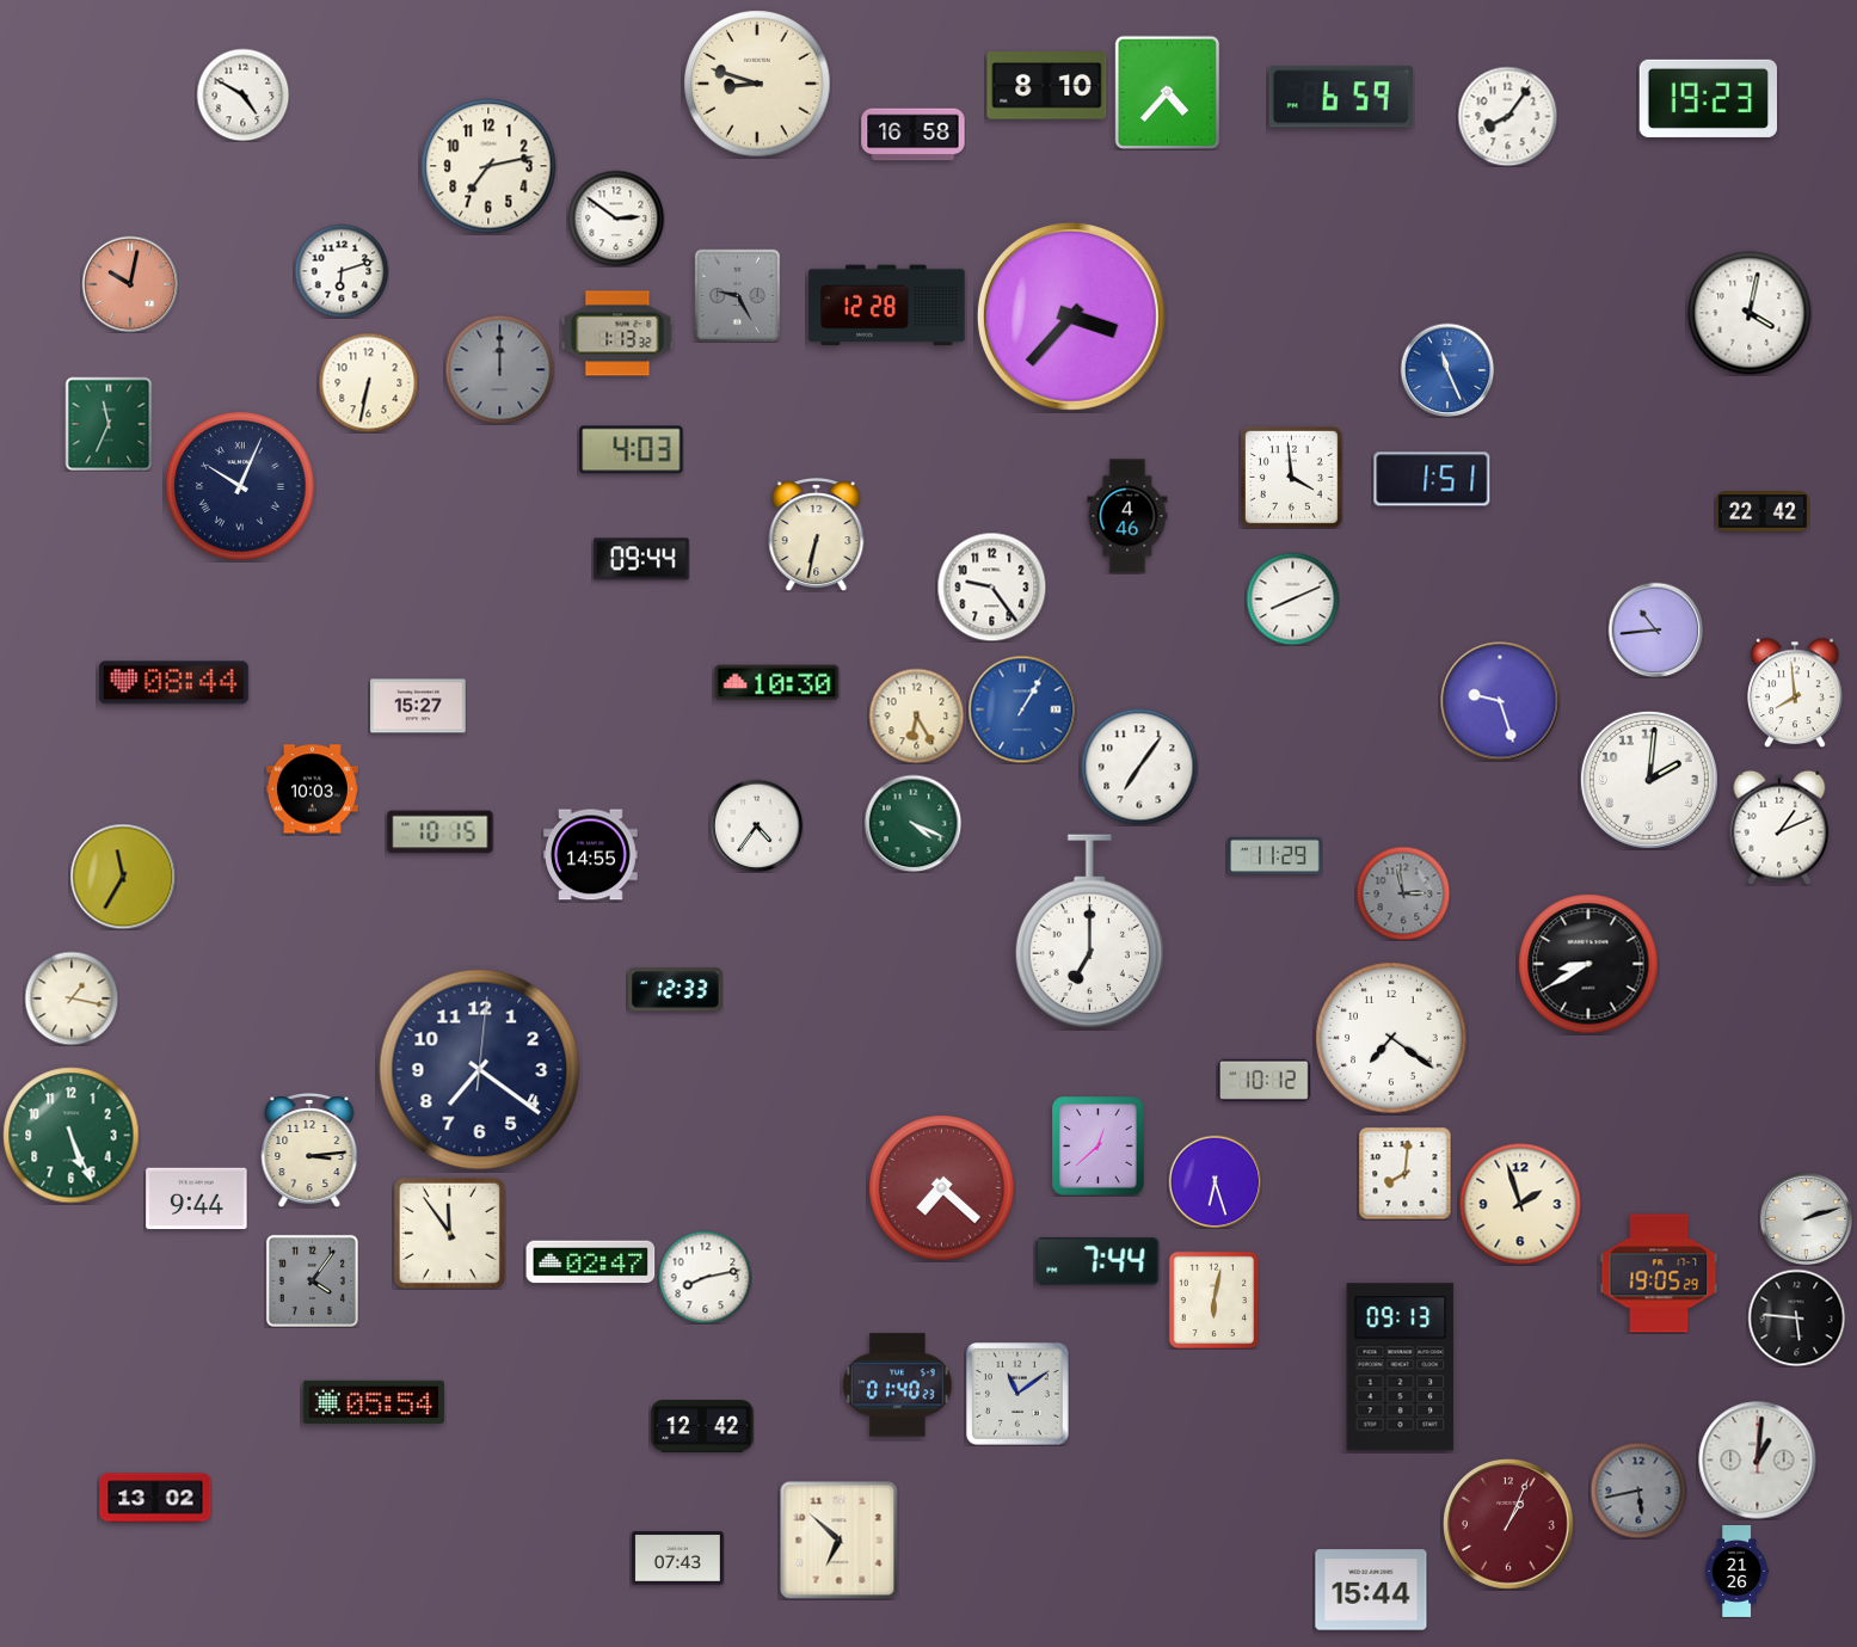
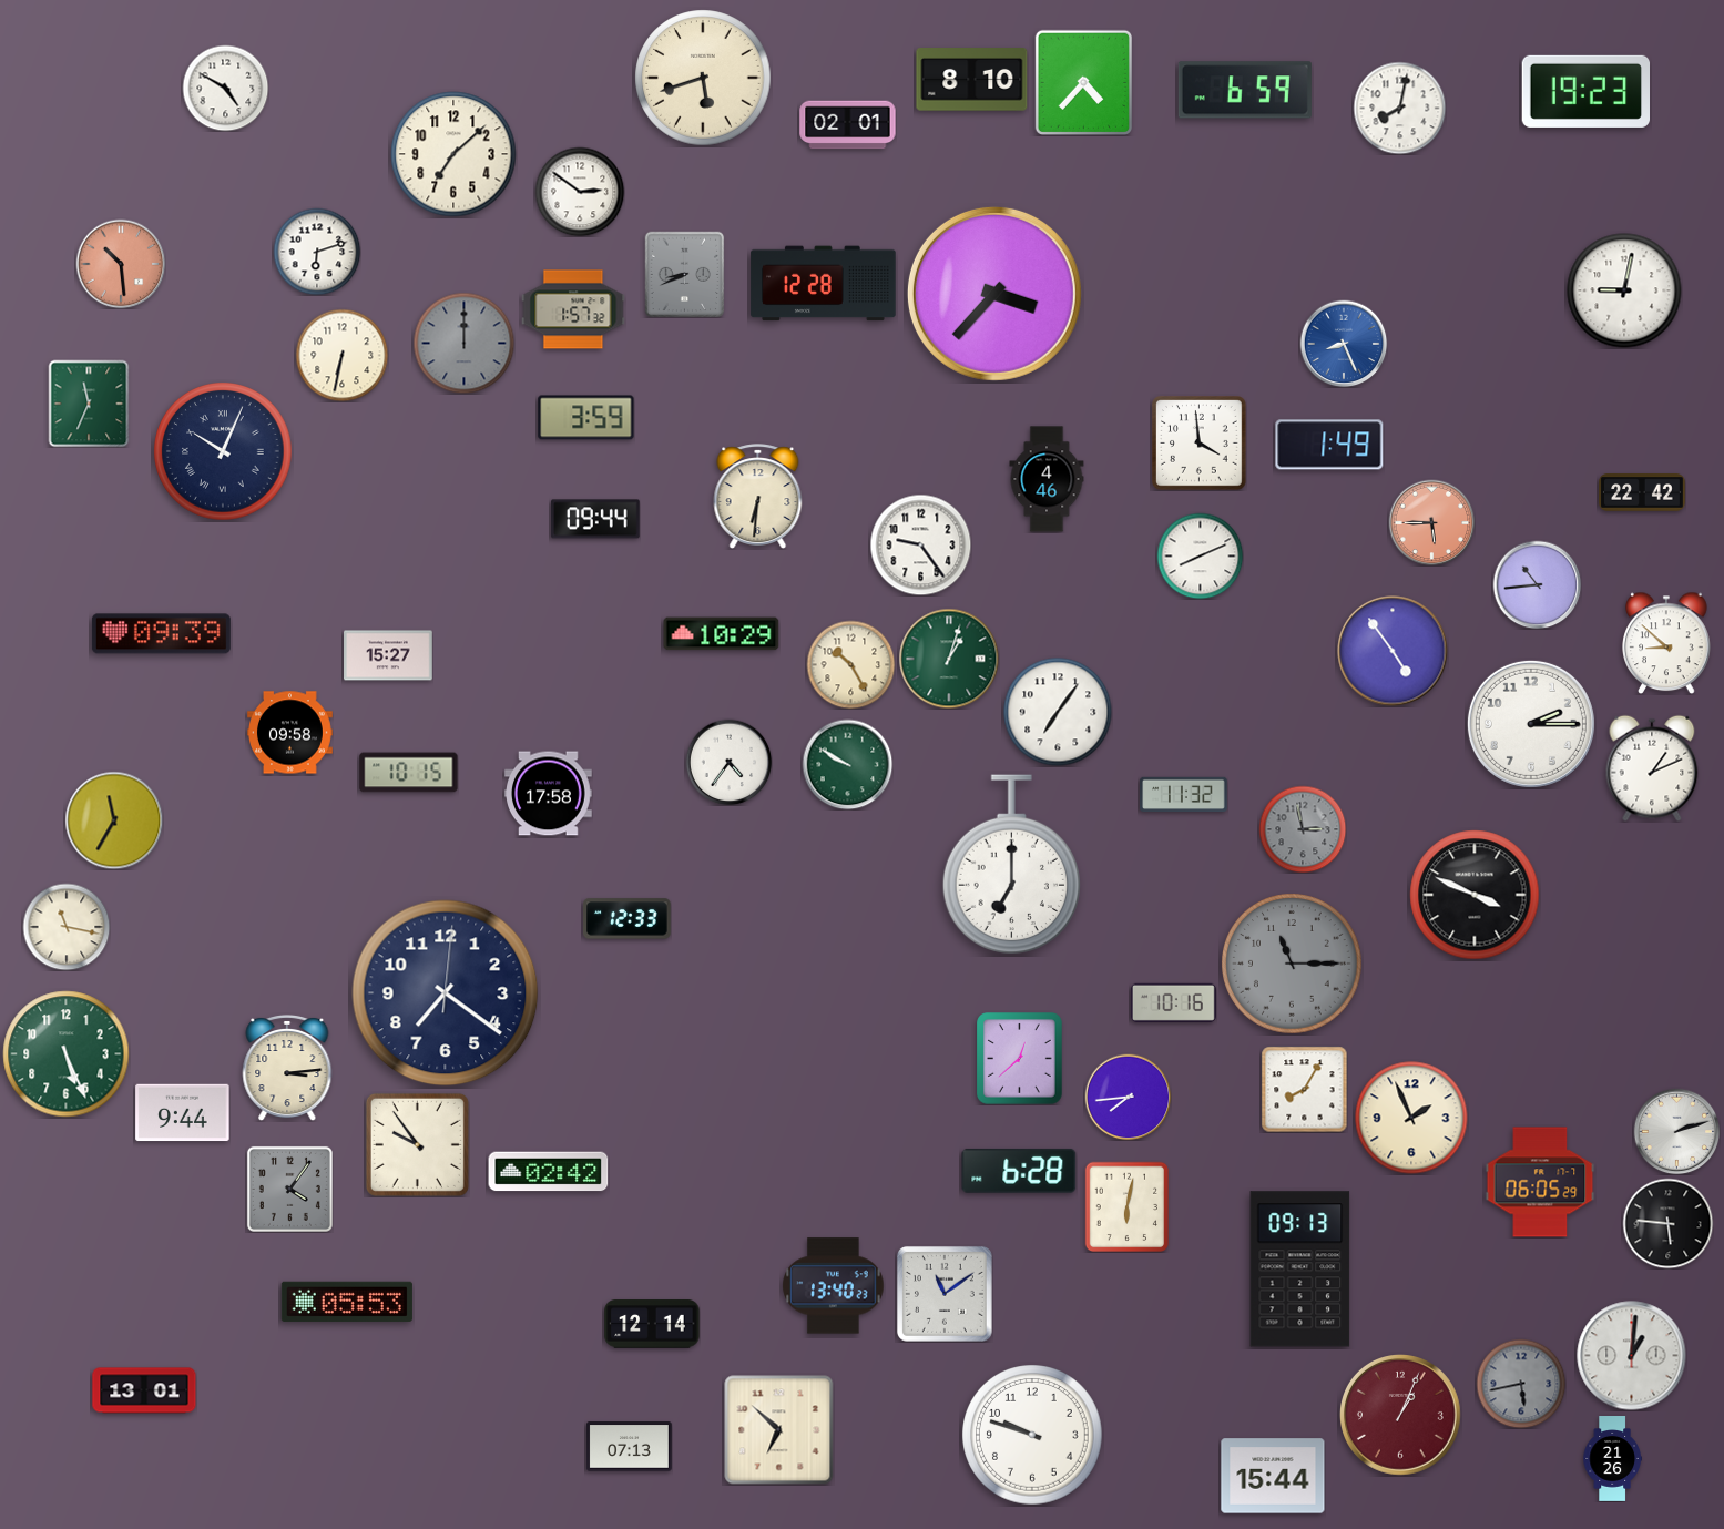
clock at (757, 84): 8:48 -> 5:42
clock at (1167, 92) position: (1167, 92) -> (1083, 82)
clock at (1507, 116): 8:06 -> 8:02
clock at (914, 135): 16:58 -> 02:01
clock at (488, 166): 7:13 -> 7:08
clock at (616, 219) position: (616, 219) -> (580, 192)
clock at (130, 284): 10:02 -> 10:29
clock at (738, 295): 9:25 -> 8:41
clock at (1750, 313): 4:02 -> 9:02
clock at (617, 333): 1:13 -> 1:57
clock at (1447, 370): 11:26 -> 8:26
clock at (109, 424) position: (109, 424) -> (89, 404)
clock at (632, 450): 4:03 -> 3:59
clock at (1432, 479): 1:51 -> 1:49
clock at (1763, 511) position: (1763, 511) -> (1642, 492)
clock at (817, 534): 6:32 -> 6:31
clock at (1431, 522): none -> 5:45
clock at (173, 683): 08:44 -> 09:39
clock at (777, 683): 10:30 -> 10:29
clock at (1795, 693): 7:59 -> 8:52
clock at (1500, 701): 9:27 -> 4:54
clock at (1022, 709): 1:05 -> 1:03
clock at (1022, 709) dial: blue -> green
clock at (916, 715): 6:25 -> 10:25
clock at (1649, 780): 2:01 -> 2:15
clock at (313, 789): 10:03 -> 09:58
clock at (912, 823): 4:19 -> 9:50
clock at (756, 825) position: (756, 825) -> (728, 762)
clock at (591, 855): 14:55 -> 17:58
clock at (1275, 856): 11:29 -> 11:32
clock at (123, 877) position: (123, 877) -> (114, 820)
clock at (1588, 964): 8:40 -> 3:49
clock at (72, 998): 1:17 -> 11:17
clock at (1391, 1038): 7:21 -> 11:15
clock at (1391, 1038) dial: white -> grey
clock at (1263, 1080): 10:12 -> 10:16
clock at (1099, 1147) position: (1099, 1147) -> (1020, 1059)
clock at (1404, 1173): 8:01 -> 8:05
clock at (1215, 1181): 6:27 -> 7:44
clock at (942, 1188): 7:22 -> none
clock at (1520, 1204): 1:57 -> 1:56
clock at (449, 1233): 11:54 -> 9:54
clock at (1097, 1261): 7:44 -> 6:28
clock at (591, 1262): 02:47 -> 02:42
clock at (1659, 1273): 19:05 -> 06:05
clock at (705, 1277): 8:13 -> none
clock at (898, 1385): 01:40 -> 13:40
clock at (374, 1402): 05:54 -> 05:53
clock at (702, 1426): 12:42 -> 12:14
clock at (155, 1498): 13:02 -> 13:01
clock at (1032, 1435): none -> 9:48
clock at (678, 1559): 07:43 -> 07:13
